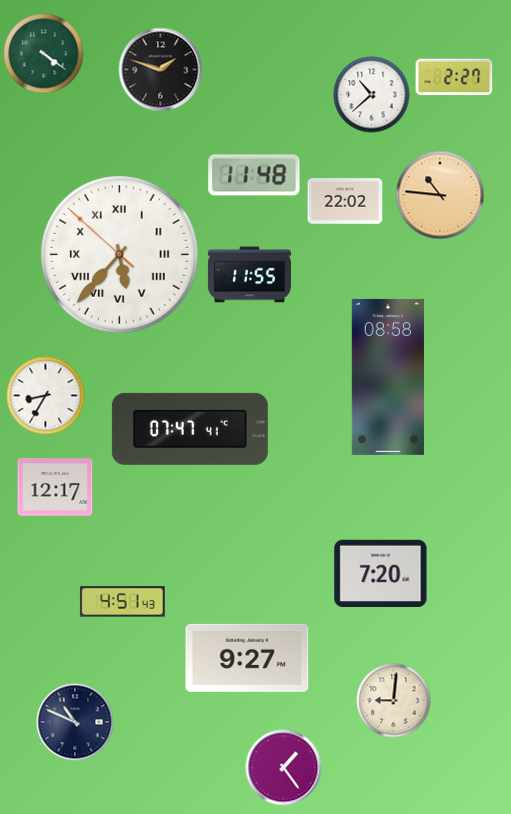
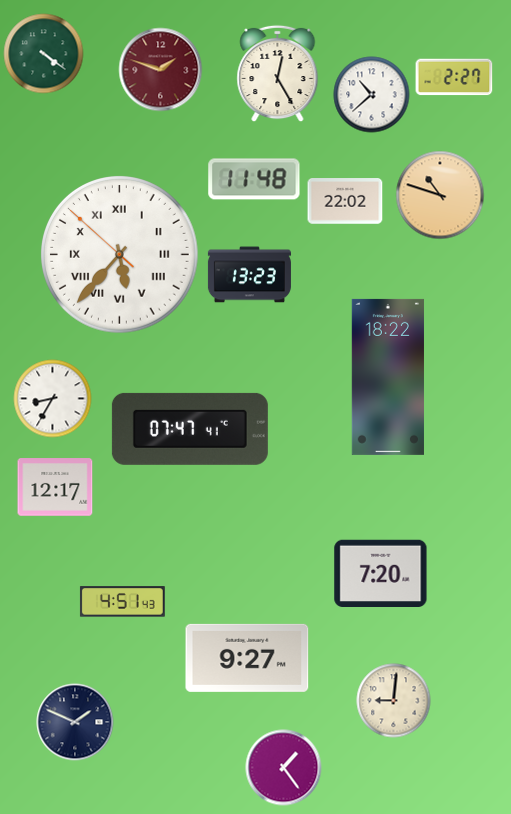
clock at (161, 70) dial: black -> burgundy
clock at (278, 74): none -> 12:25
clock at (254, 175) position: (254, 175) -> (254, 179)
clock at (440, 195): 10:46 -> 10:48
clock at (249, 275): 11:55 -> 13:23
clock at (388, 377): 08:58 -> 18:22
clock at (46, 396) position: (46, 396) -> (53, 399)
clock at (75, 722): 10:49 -> 1:49
